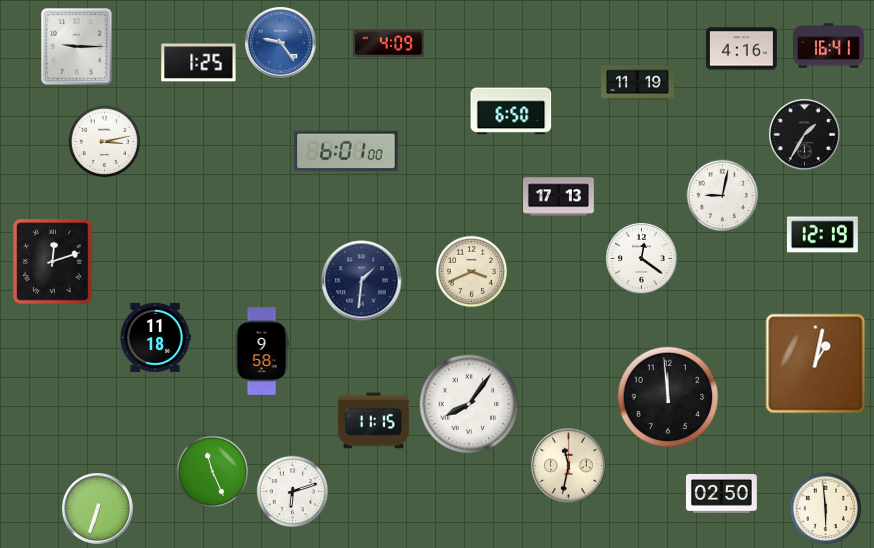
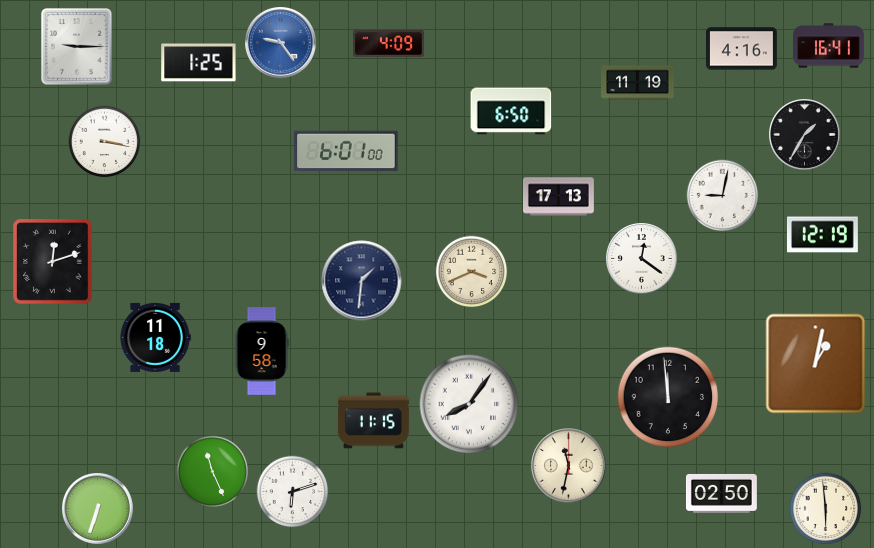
clock at (105, 142): 3:13 -> 3:17
